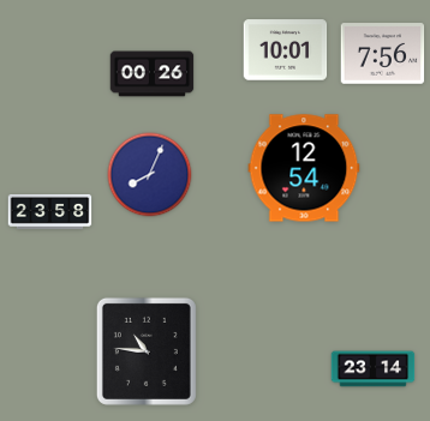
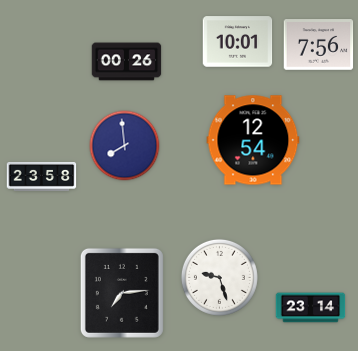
clock at (150, 175): 8:04 -> 7:59
clock at (219, 277): none -> 9:27
clock at (147, 351): 10:46 -> 7:14
